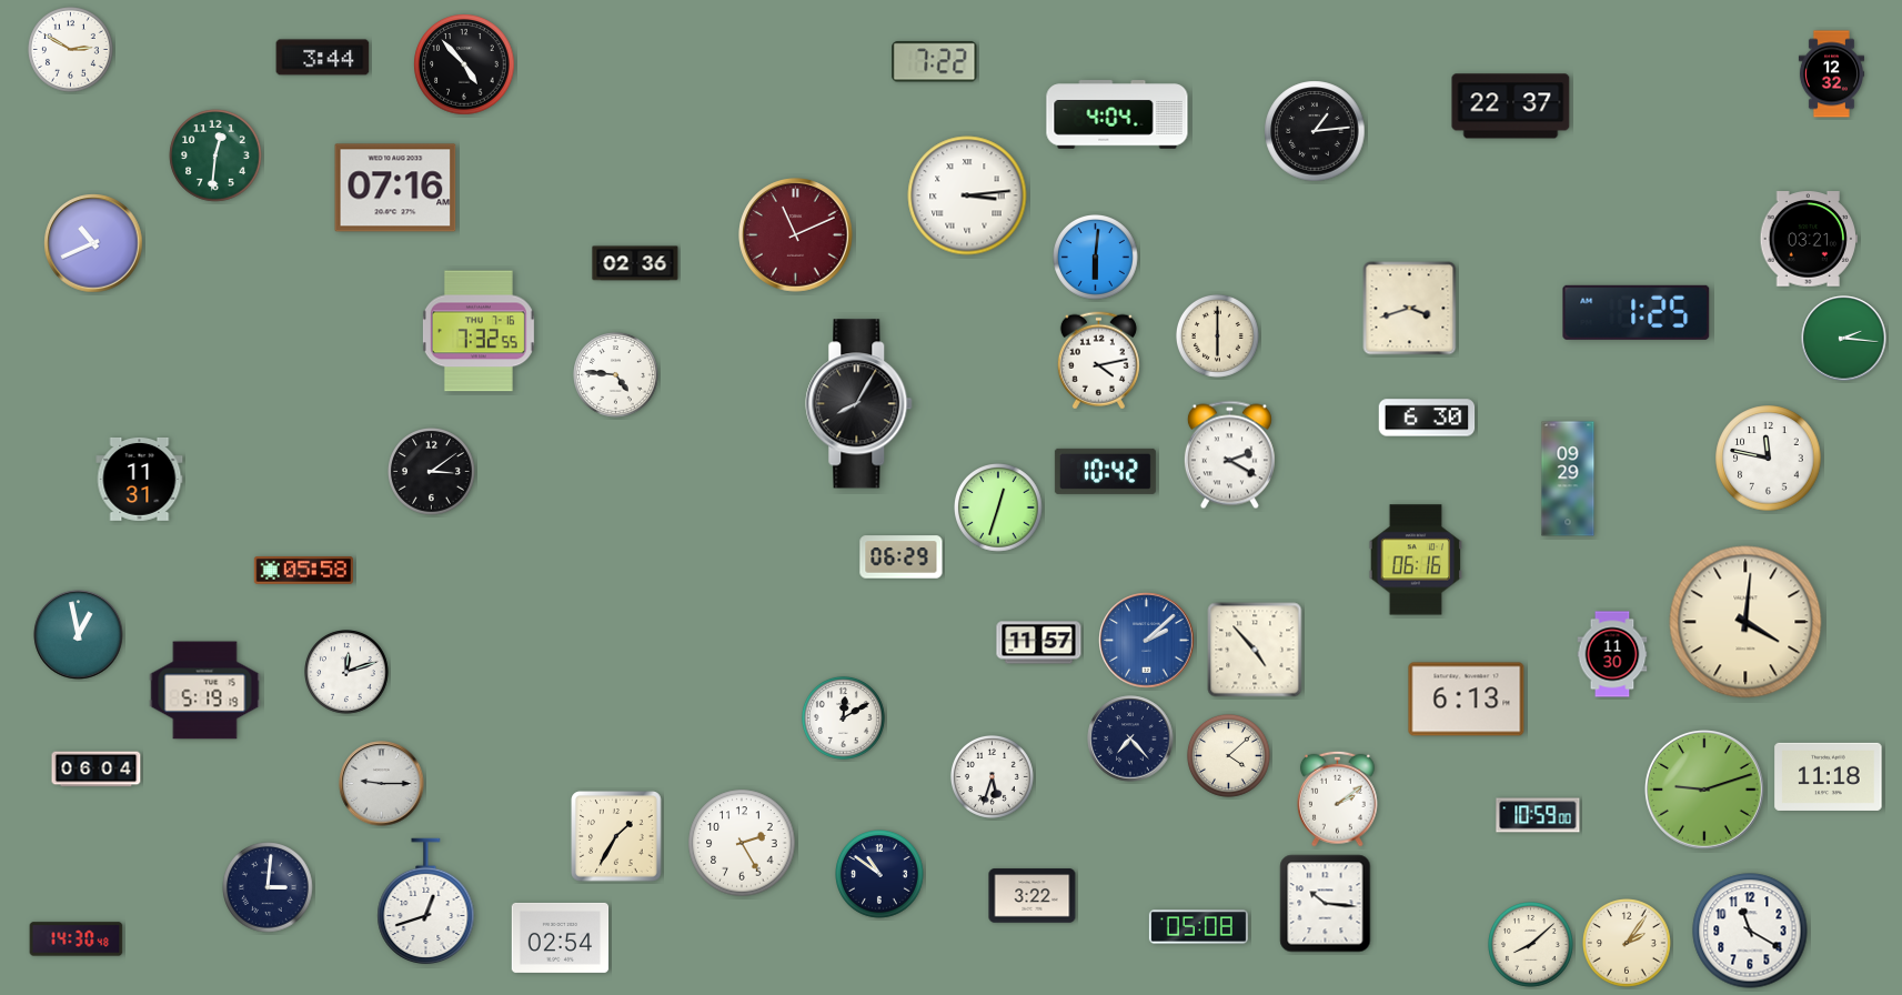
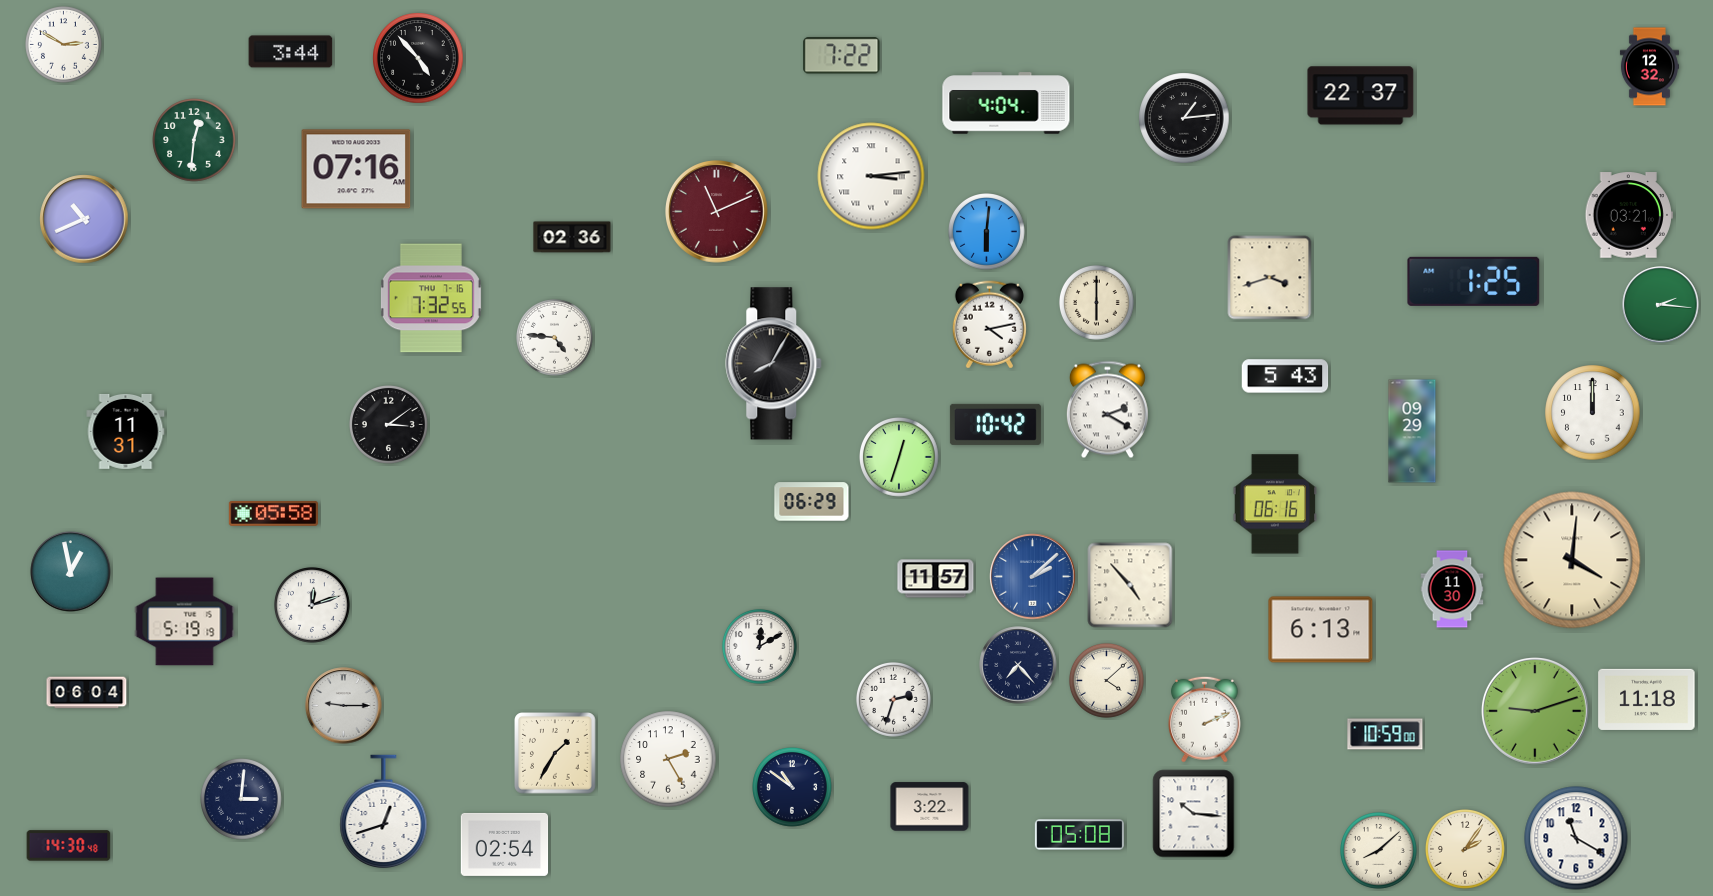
clock at (1427, 418): 6:30 -> 5:43
clock at (1769, 459): 11:47 -> 12:00
clock at (992, 776): 5:33 -> 2:33
clock at (1337, 798): 2:09 -> 2:11
